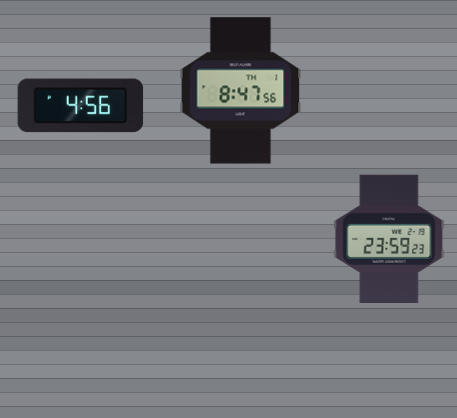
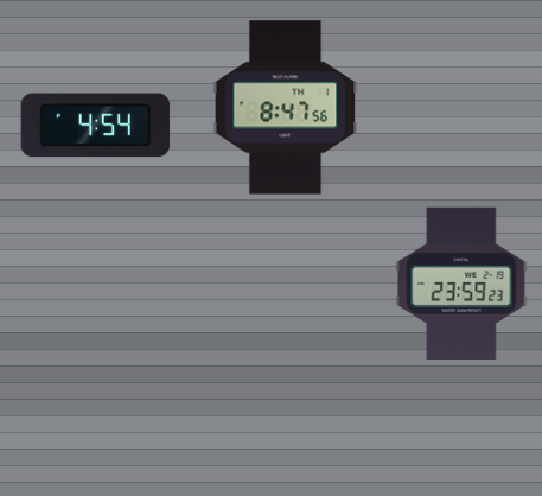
clock at (81, 106): 4:56 -> 4:54
